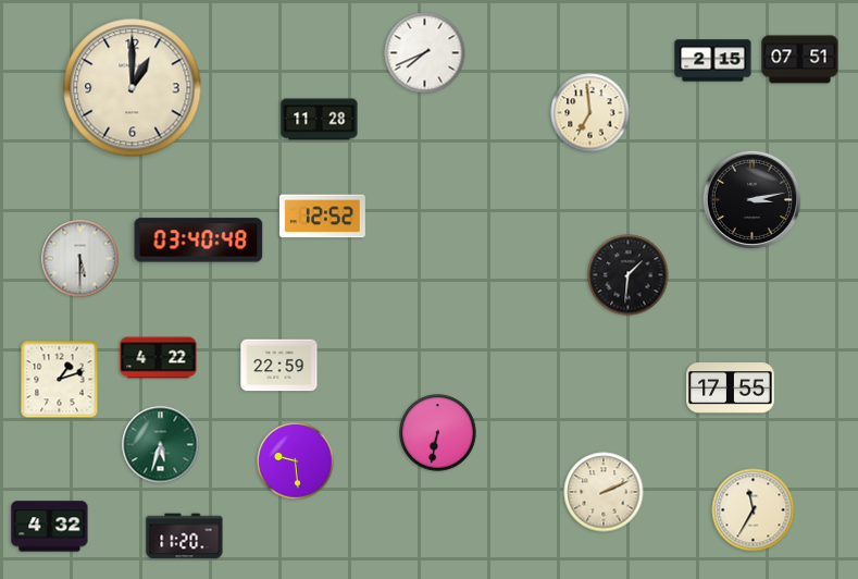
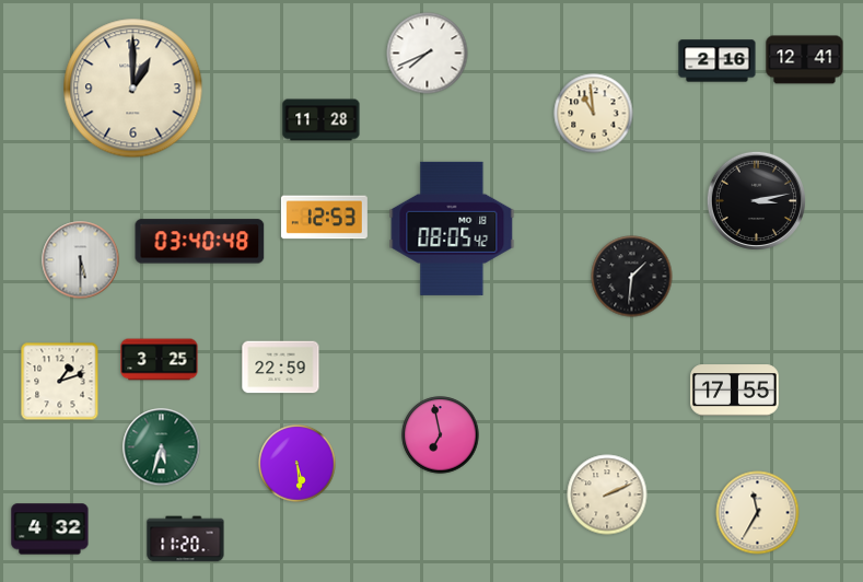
clock at (800, 60): 07:51 -> 12:41
clock at (713, 61): 2:15 -> 2:16
clock at (590, 113): 6:59 -> 10:59
clock at (322, 217): 12:52 -> 12:53
clock at (452, 229): none -> 08:05
clock at (159, 358): 4:22 -> 3:25
clock at (438, 433): 6:32 -> 6:58
clock at (296, 461): 9:29 -> 5:29
